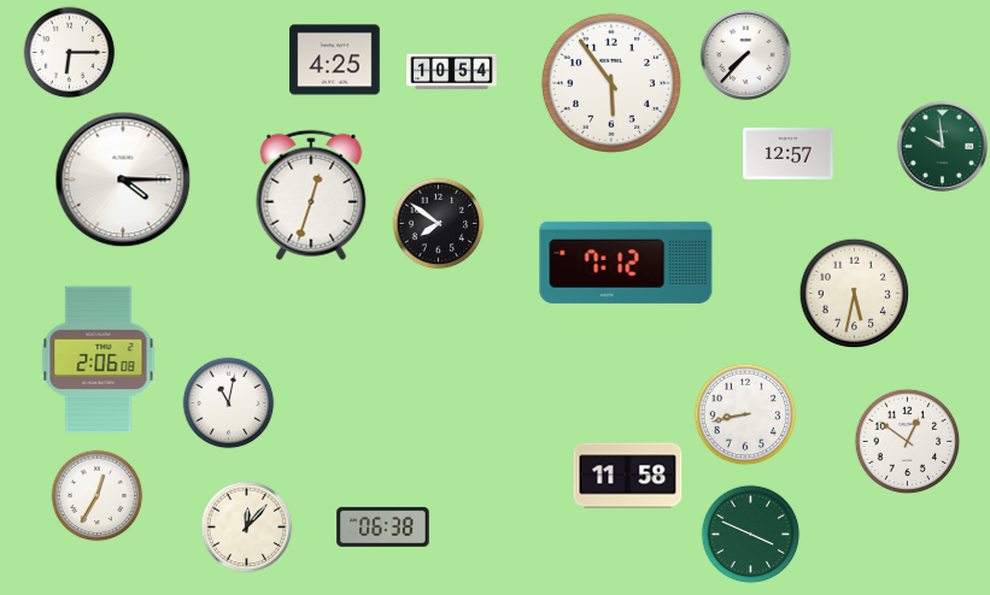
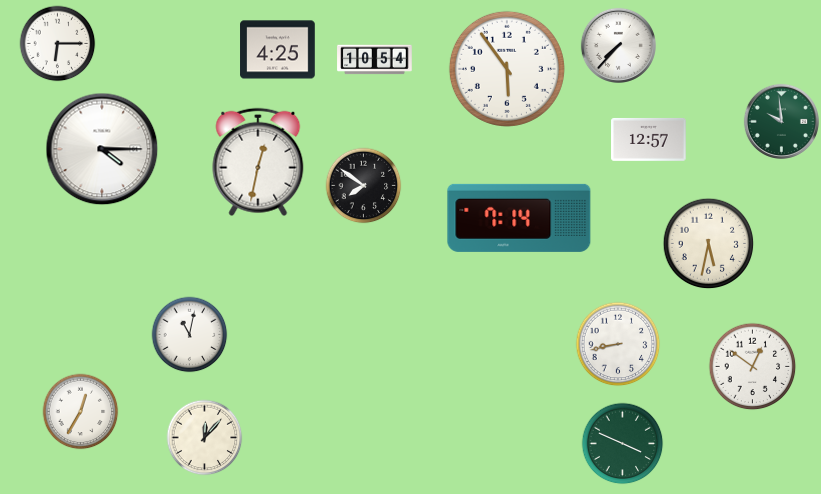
clock at (789, 153) position: (789, 153) -> (649, 139)
clock at (311, 195): 12:33 -> 12:32
clock at (626, 263): 7:12 -> 7:14
clock at (99, 360): 2:06 -> none
clock at (628, 476): 11:58 -> none
clock at (383, 526): 06:38 -> none
